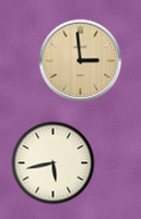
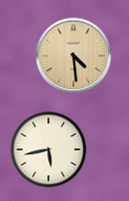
clock at (81, 61): 2:59 -> 4:29
